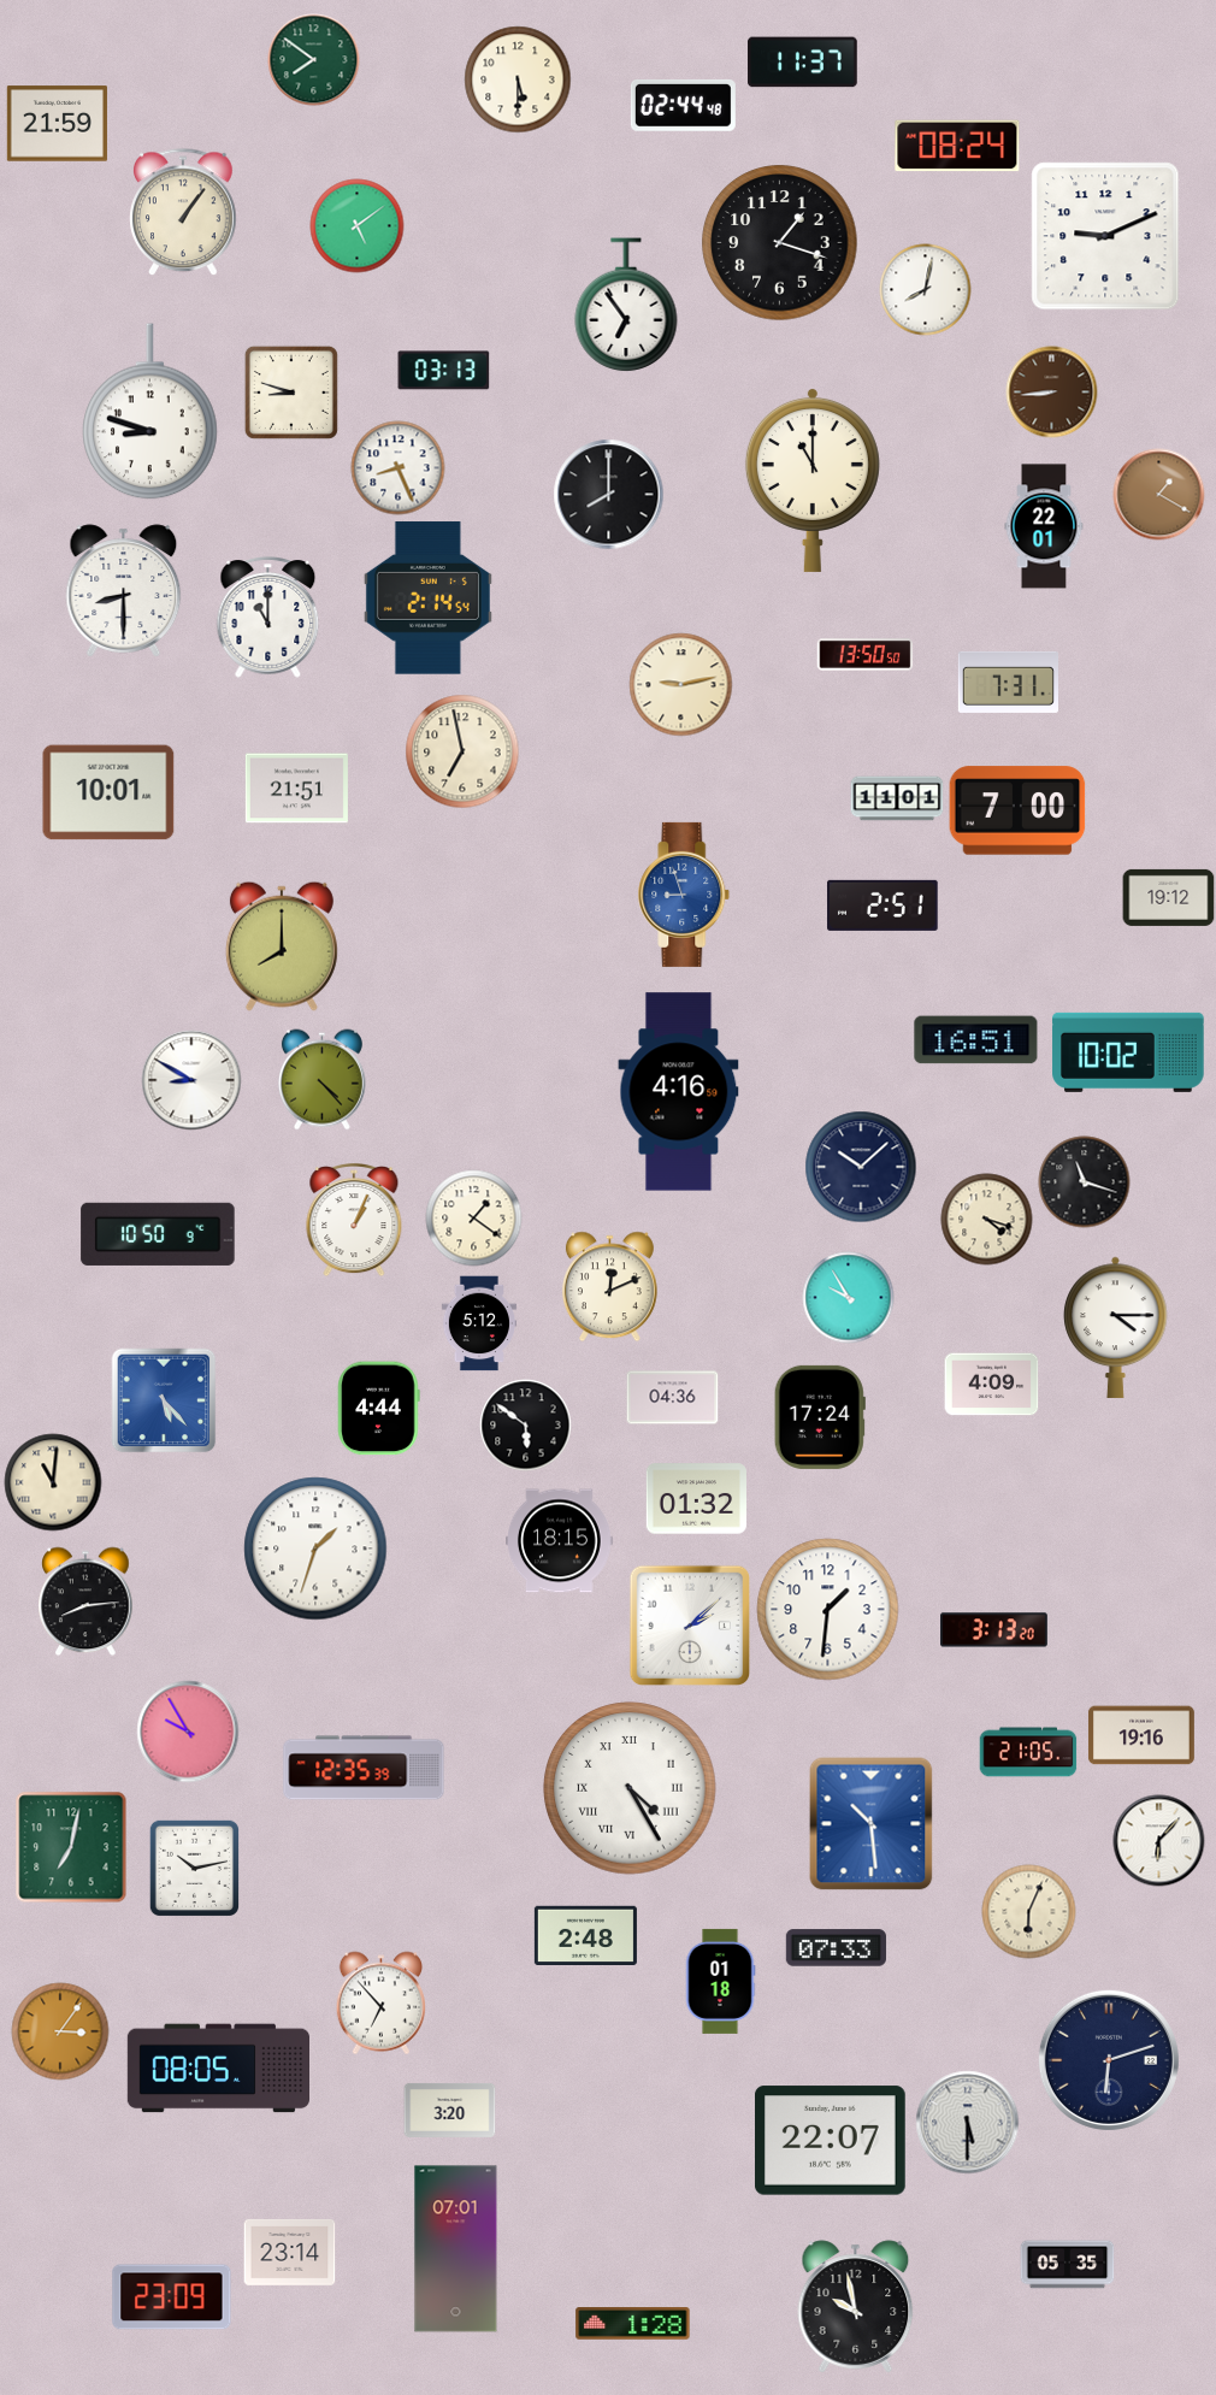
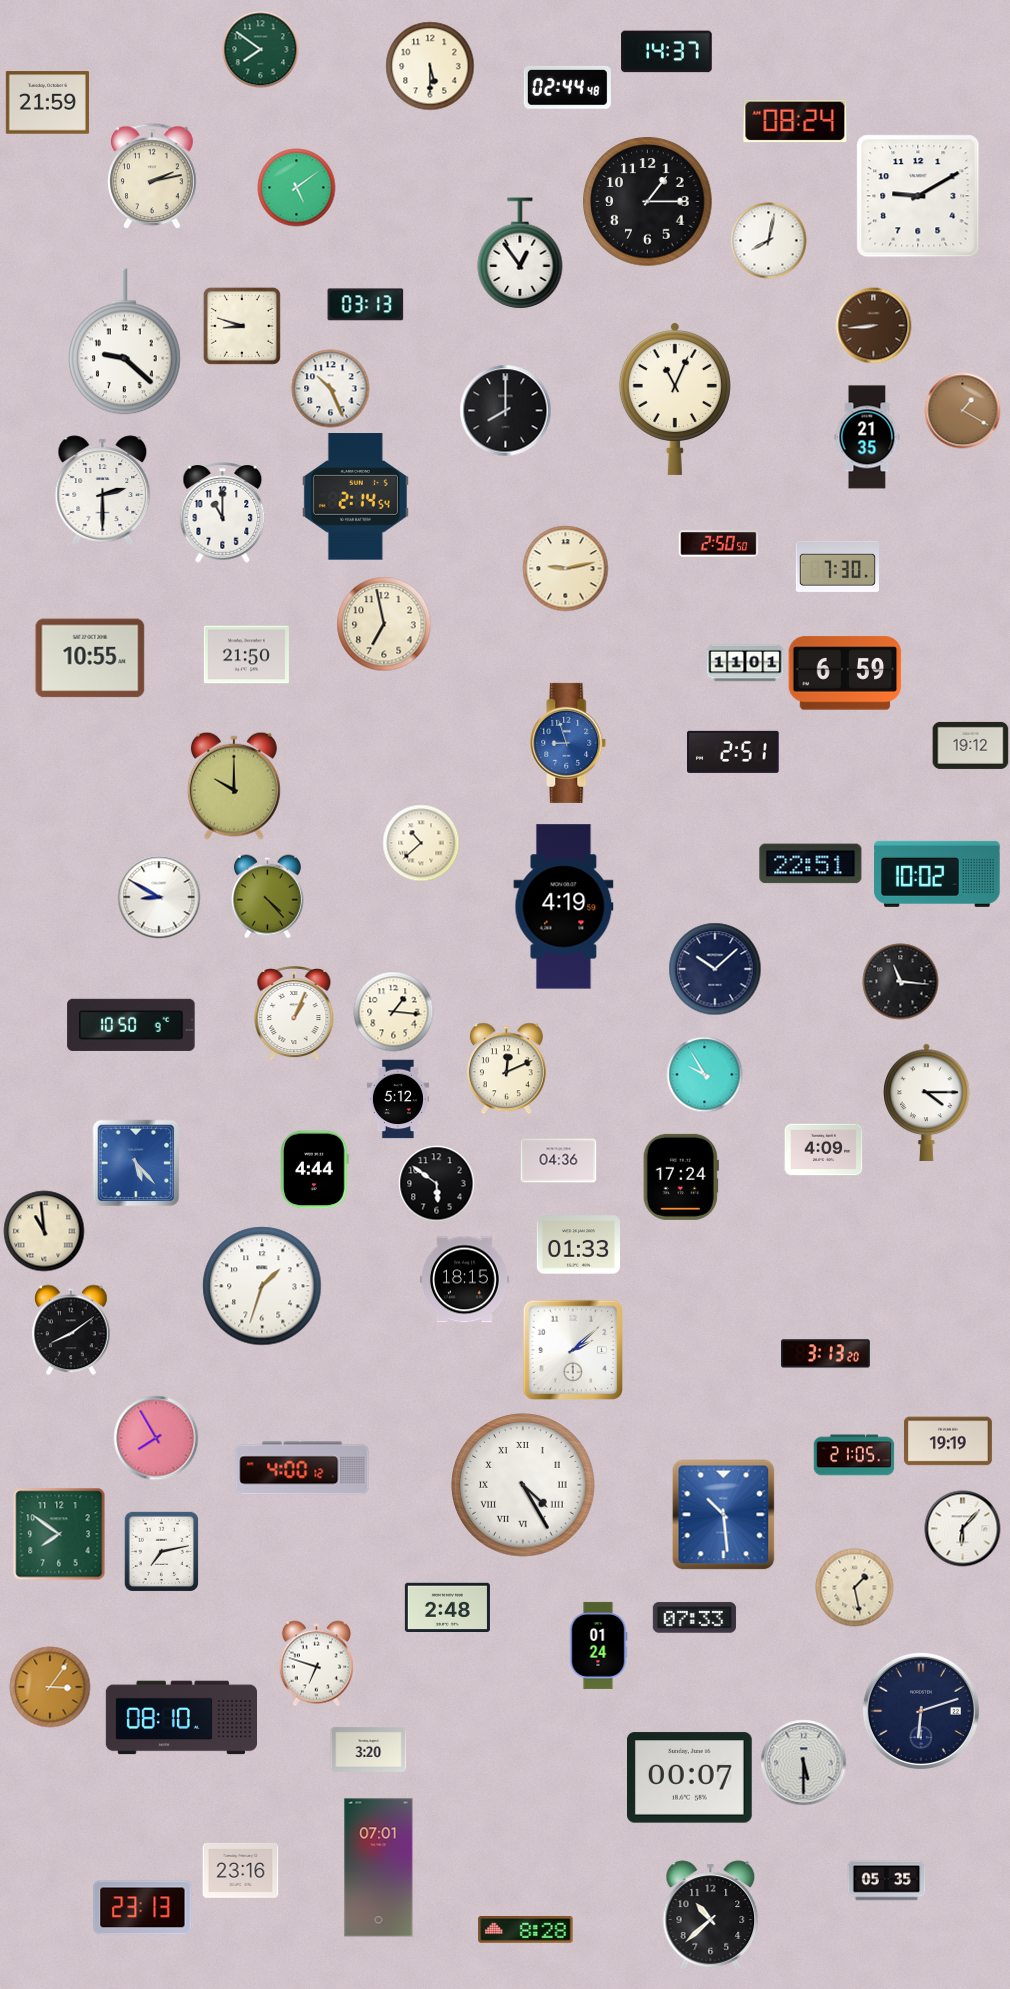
clock at (803, 63): 11:37 -> 14:37
clock at (184, 213): 1:06 -> 2:13
clock at (1105, 236): 9:11 -> 9:10
clock at (780, 243): 1:18 -> 1:15
clock at (626, 306): 6:54 -> 12:54
clock at (444, 371) position: (444, 371) -> (366, 305)
clock at (150, 412): 8:48 -> 9:22
clock at (399, 468): 8:26 -> 10:26
clock at (813, 479): 11:00 -> 11:04
clock at (1044, 526): 22:01 -> 21:35
clock at (124, 591): 8:30 -> 2:30
clock at (866, 655): 13:50 -> 2:50
clock at (1008, 682): 7:31 -> 7:30
clock at (296, 789): 21:51 -> 21:50
clock at (108, 792): 10:01 -> 10:55
clock at (1017, 810): 7:00 -> 6:59
clock at (282, 946): 8:00 -> 10:00
clock at (421, 843): none -> 10:38
clock at (976, 1040): 16:51 -> 22:51
clock at (679, 1092): 4:16 -> 4:19
clock at (1085, 1182): 11:18 -> 11:16
clock at (474, 1219): 1:21 -> 1:16
clock at (987, 1220): 4:18 -> none
clock at (849, 1298) position: (849, 1298) -> (705, 1075)
clock at (53, 1482): 11:01 -> 10:59
clock at (696, 1499): 01:32 -> 01:33
clock at (85, 1601): 8:14 -> 8:09
clock at (828, 1610): 1:31 -> none
clock at (188, 1732): 9:55 -> 7:55
clock at (1141, 1735): 19:16 -> 19:19
clock at (364, 1768): 12:35 -> 4:00
clock at (71, 1847): 7:02 -> 7:51
clock at (194, 1868): 10:13 -> 7:13
clock at (1029, 1912): 6:04 -> 1:28
clock at (585, 1935) position: (585, 1935) -> (447, 1607)
clock at (720, 1981): 01:18 -> 01:24
clock at (382, 2004): 6:53 -> 6:48
clock at (218, 2069): 08:05 -> 08:10
clock at (450, 2110) position: (450, 2110) -> (369, 1749)
clock at (831, 2141): 22:07 -> 00:07
clock at (290, 2252): 23:14 -> 23:16
clock at (172, 2297): 23:09 -> 23:13
clock at (856, 2307): 9:58 -> 10:38
clock at (633, 2324): 1:28 -> 8:28
